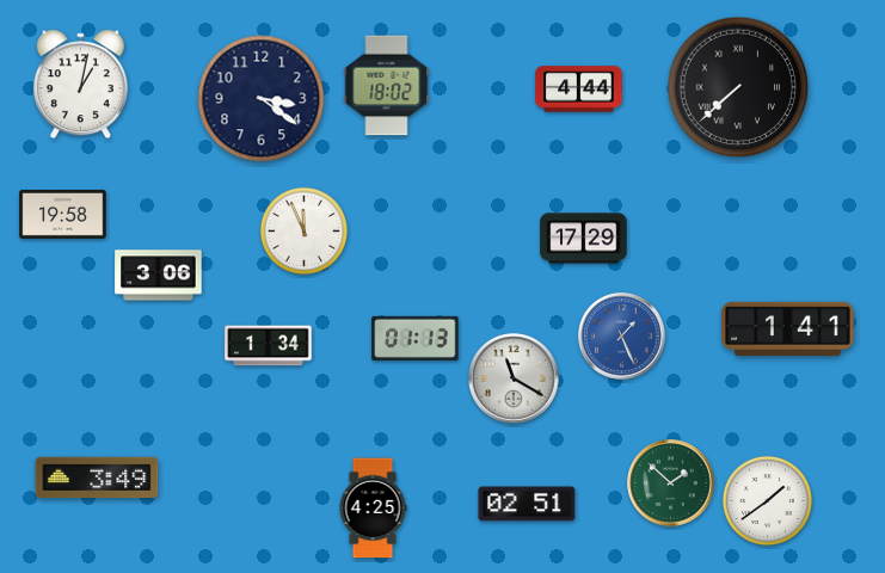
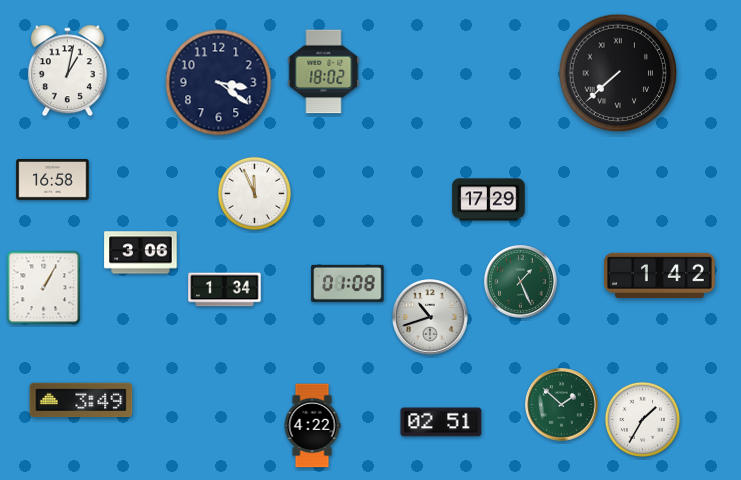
clock at (579, 90): 4:44 -> none
clock at (63, 214): 19:58 -> 16:58
clock at (159, 276) position: (159, 276) -> (141, 253)
clock at (788, 328): 1:41 -> 1:42
clock at (622, 337) dial: blue -> green
clock at (416, 338): 01:13 -> 01:08
clock at (44, 288): none -> 1:05
clock at (514, 378): 11:20 -> 10:42
clock at (767, 500): 1:39 -> 1:35
clock at (373, 509): 4:25 -> 4:22
